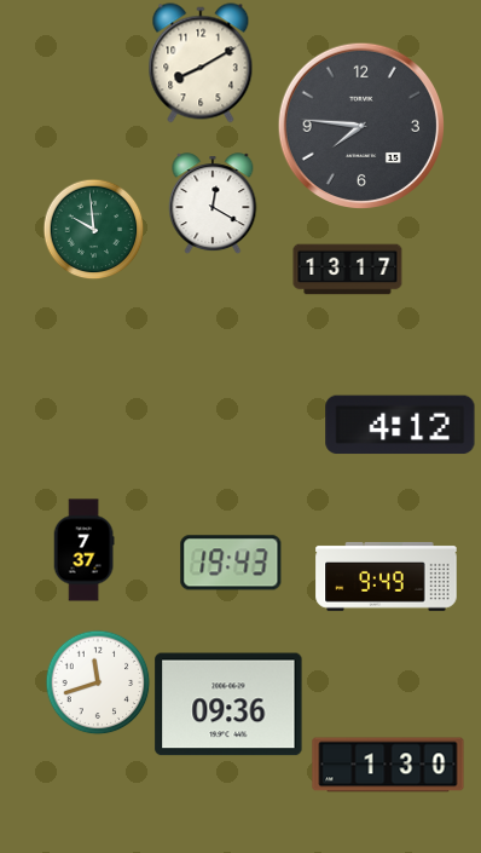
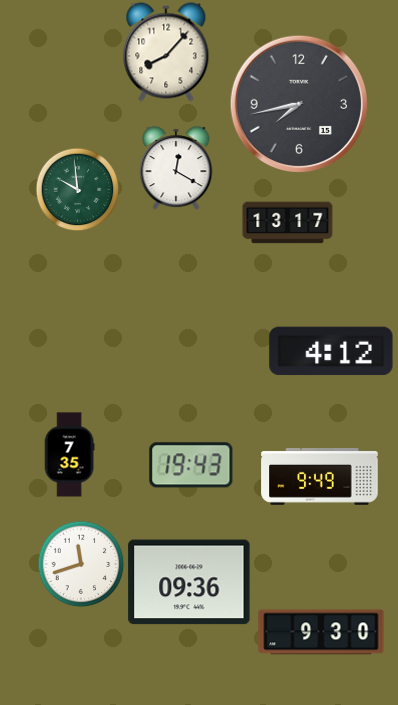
clock at (201, 63): 8:10 -> 8:07
clock at (360, 125): 7:46 -> 7:43
clock at (83, 551): 7:37 -> 7:35
clock at (388, 765): 1:30 -> 9:30
